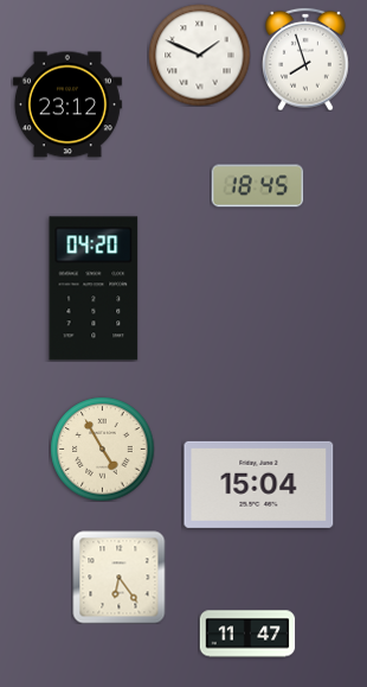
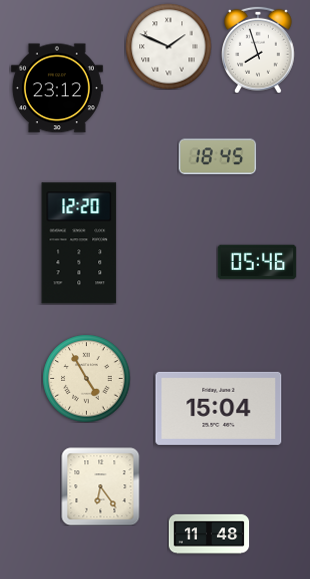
clock at (94, 288): 04:20 -> 12:20
clock at (257, 262): none -> 05:46
clock at (247, 634): 11:47 -> 11:48
